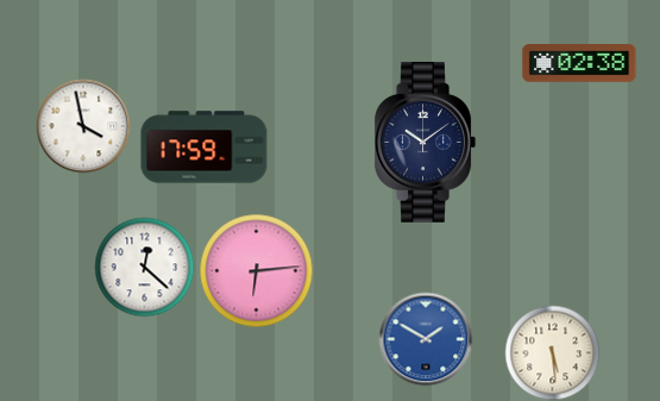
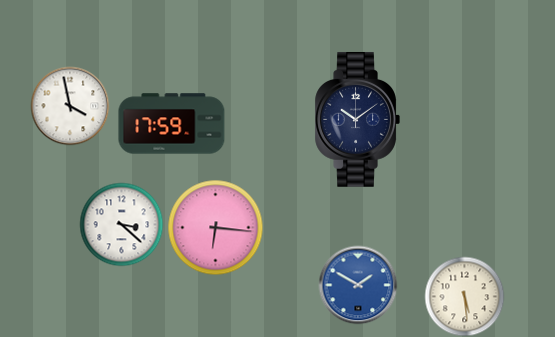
clock at (579, 64): 02:38 -> none
clock at (144, 267): 12:22 -> 3:22
clock at (256, 270): 6:14 -> 6:16
